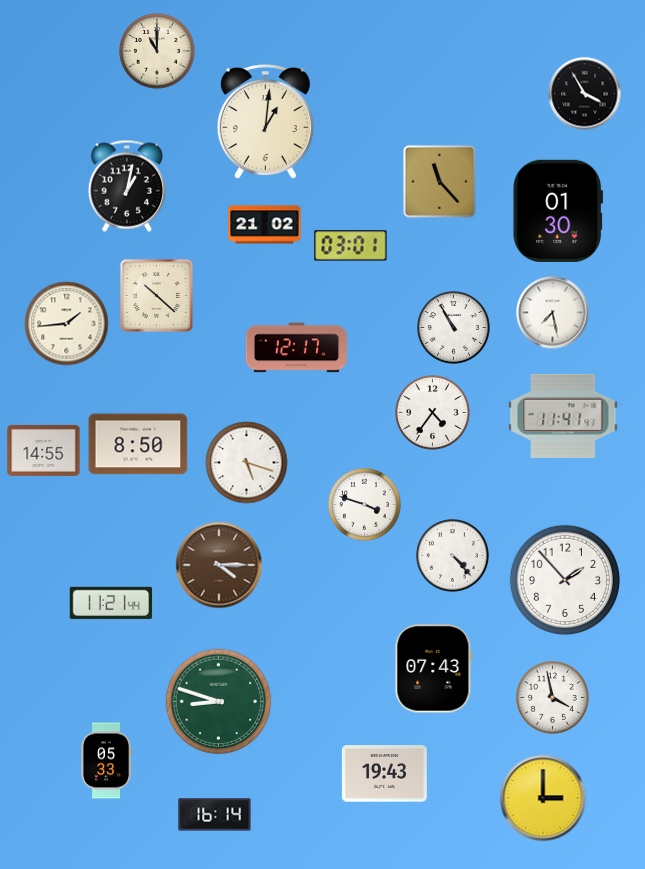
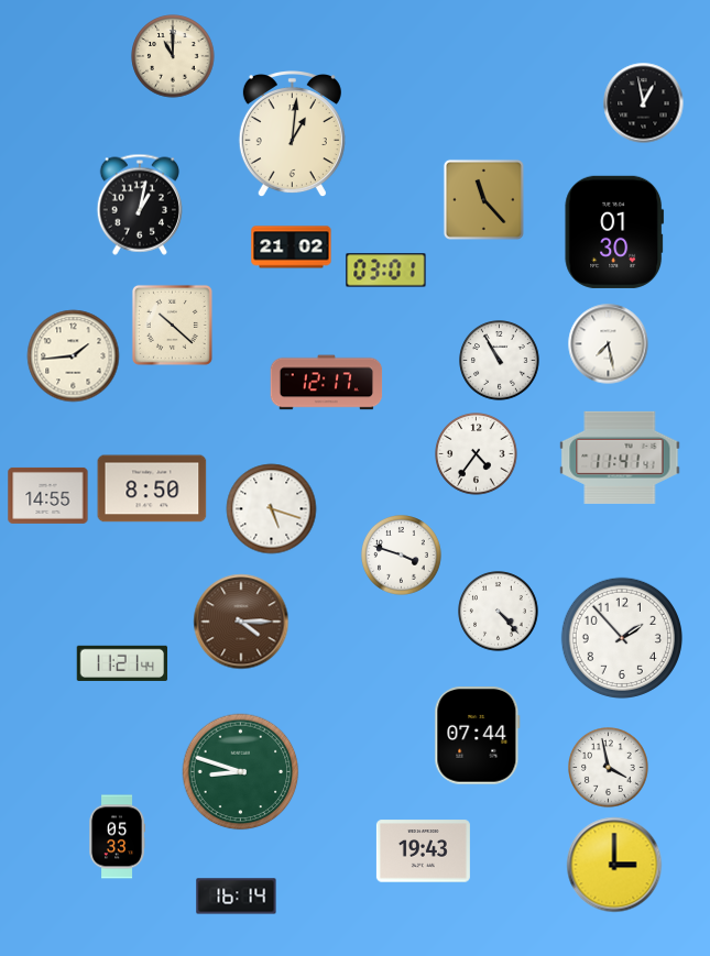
clock at (585, 94): 3:55 -> 12:58
clock at (434, 669): 07:43 -> 07:44
clock at (543, 798) position: (543, 798) -> (614, 865)
